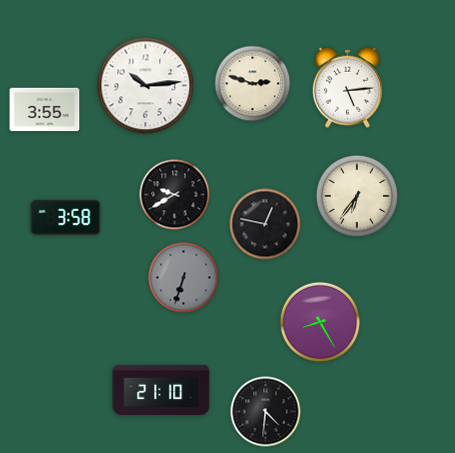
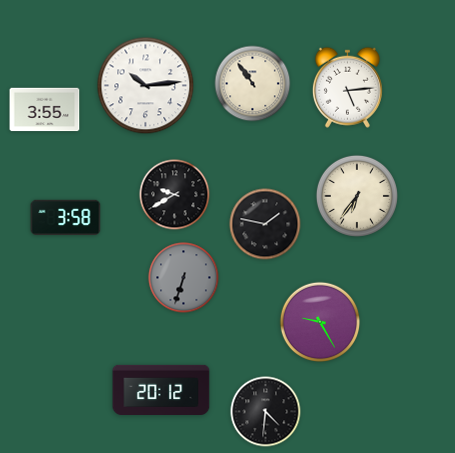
clock at (253, 84): 2:48 -> 10:54
clock at (265, 224): 12:47 -> 1:47
clock at (320, 322): 8:25 -> 9:25
clock at (161, 389): 21:10 -> 20:12
